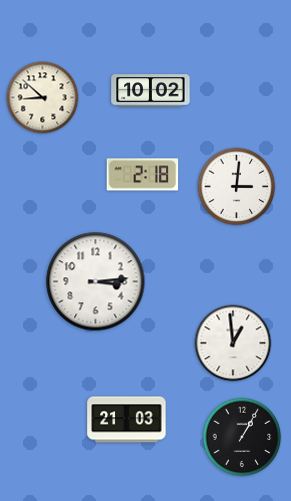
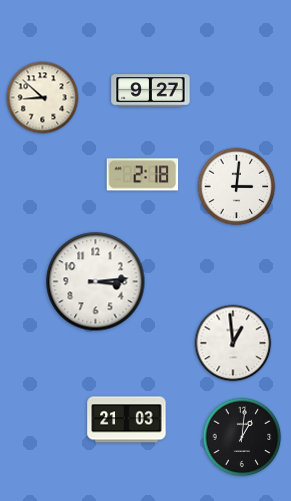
clock at (151, 91): 10:02 -> 9:27
clock at (242, 437): 1:05 -> 1:01
